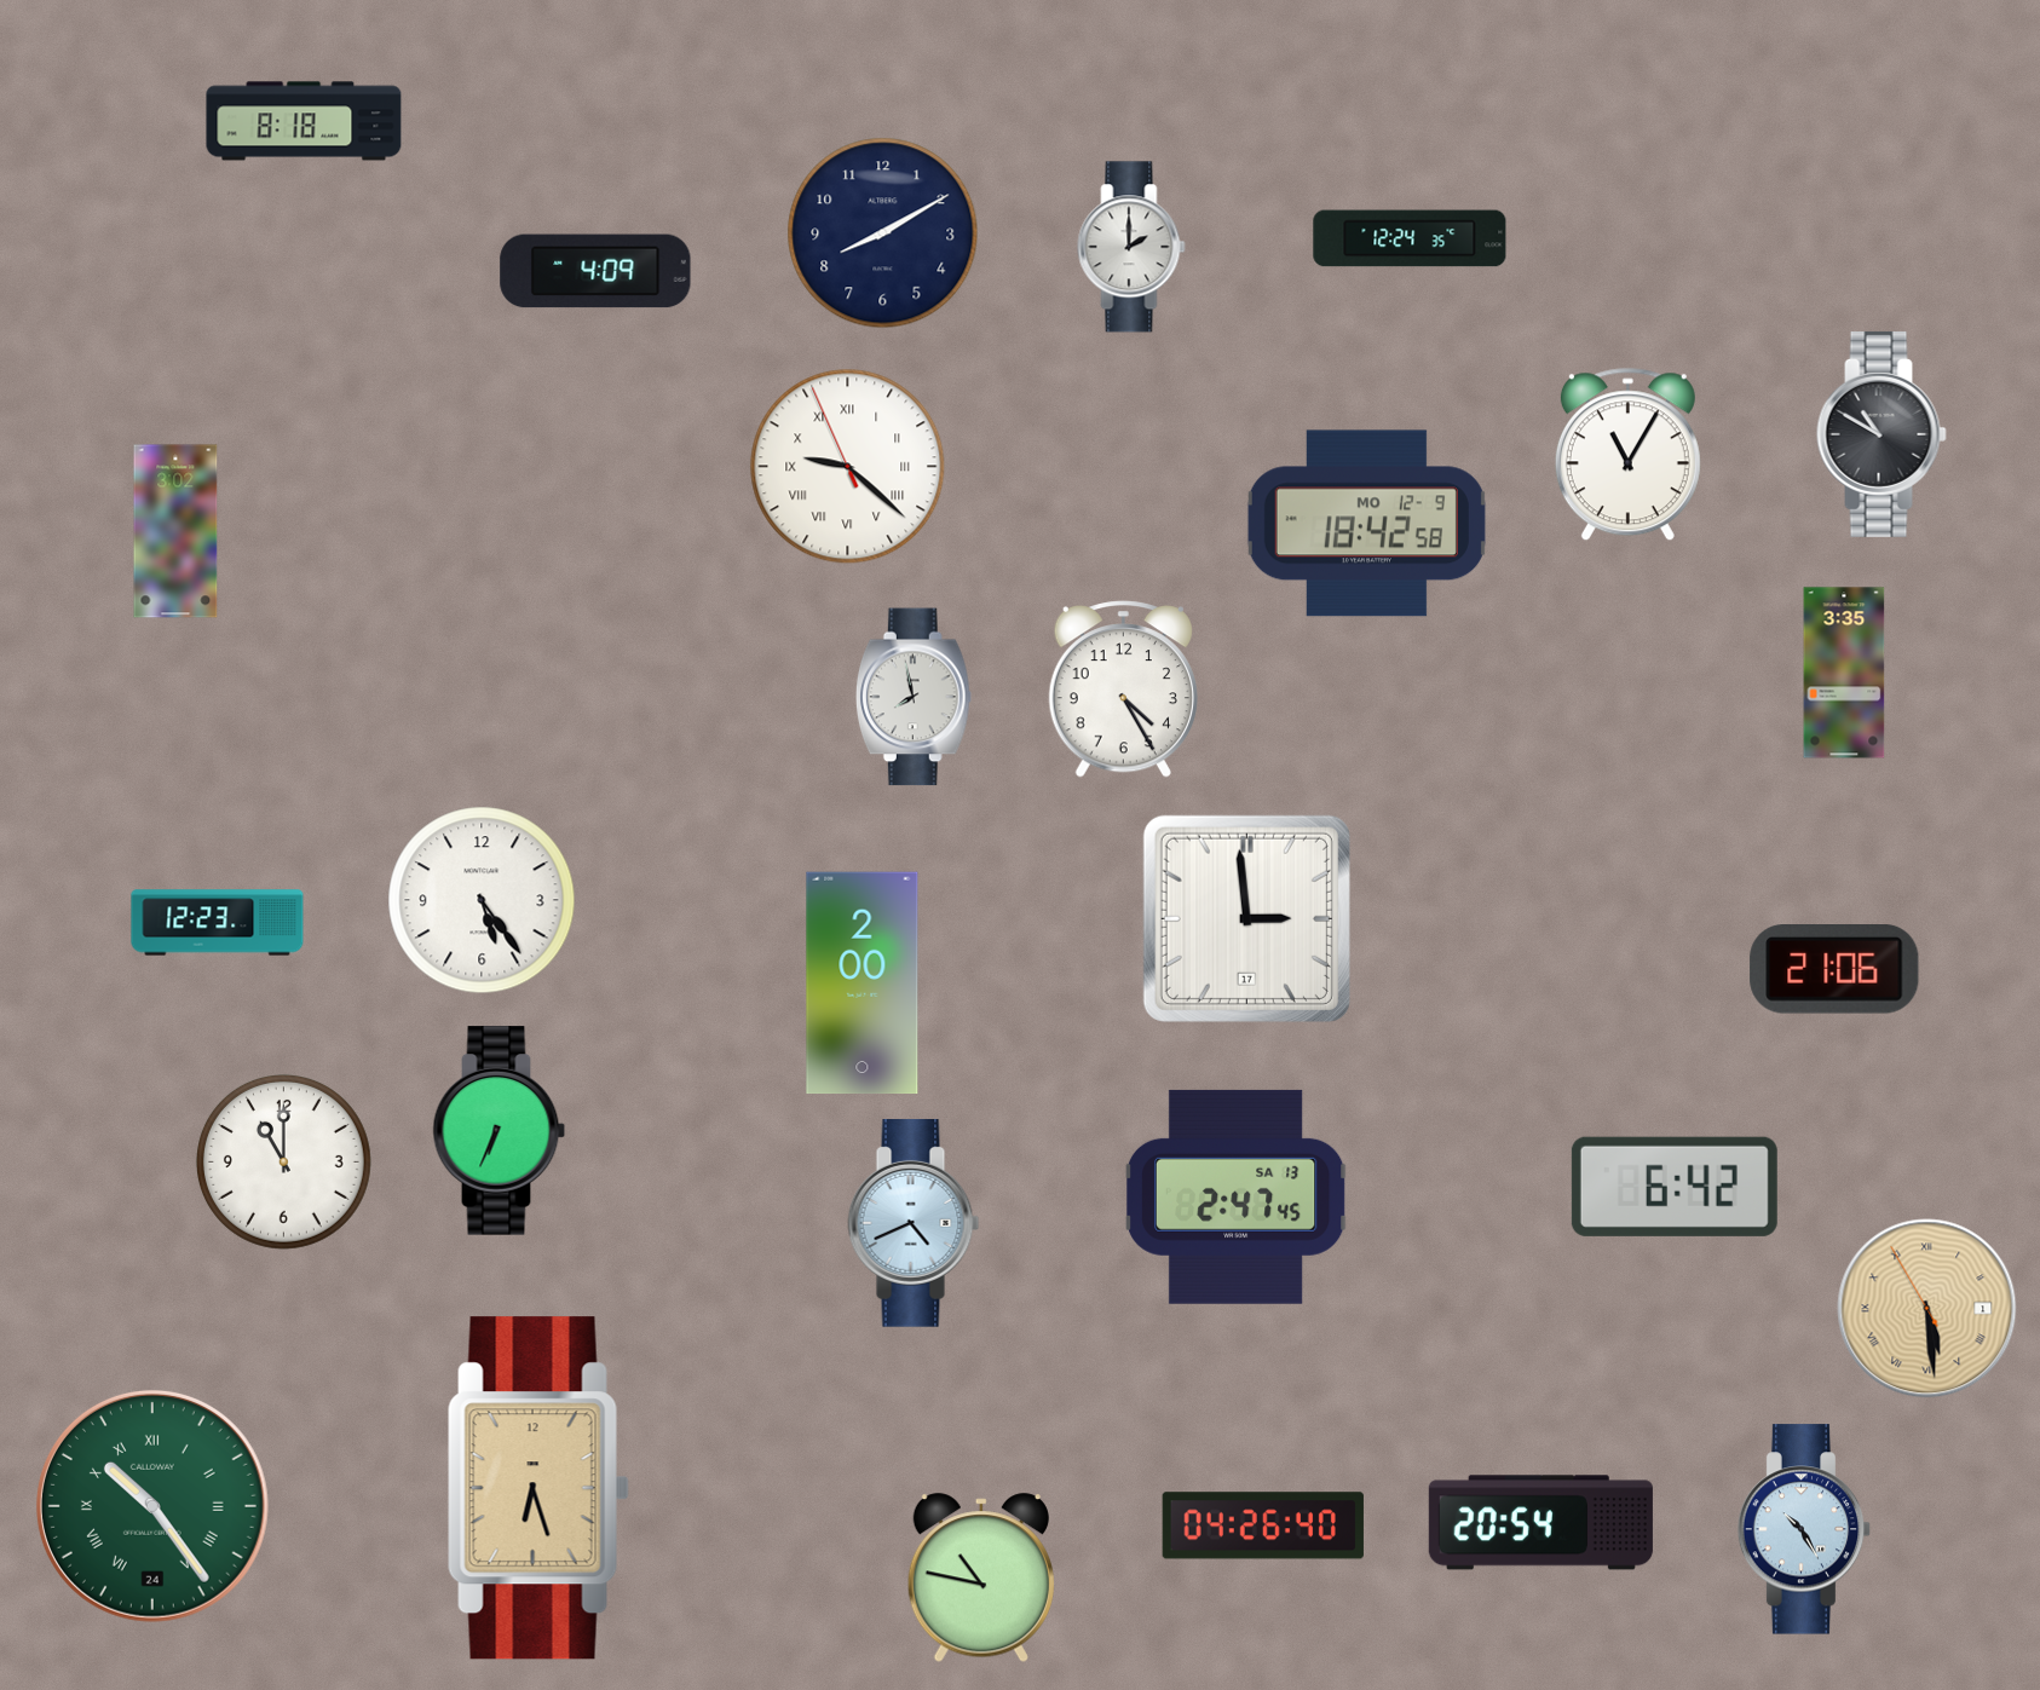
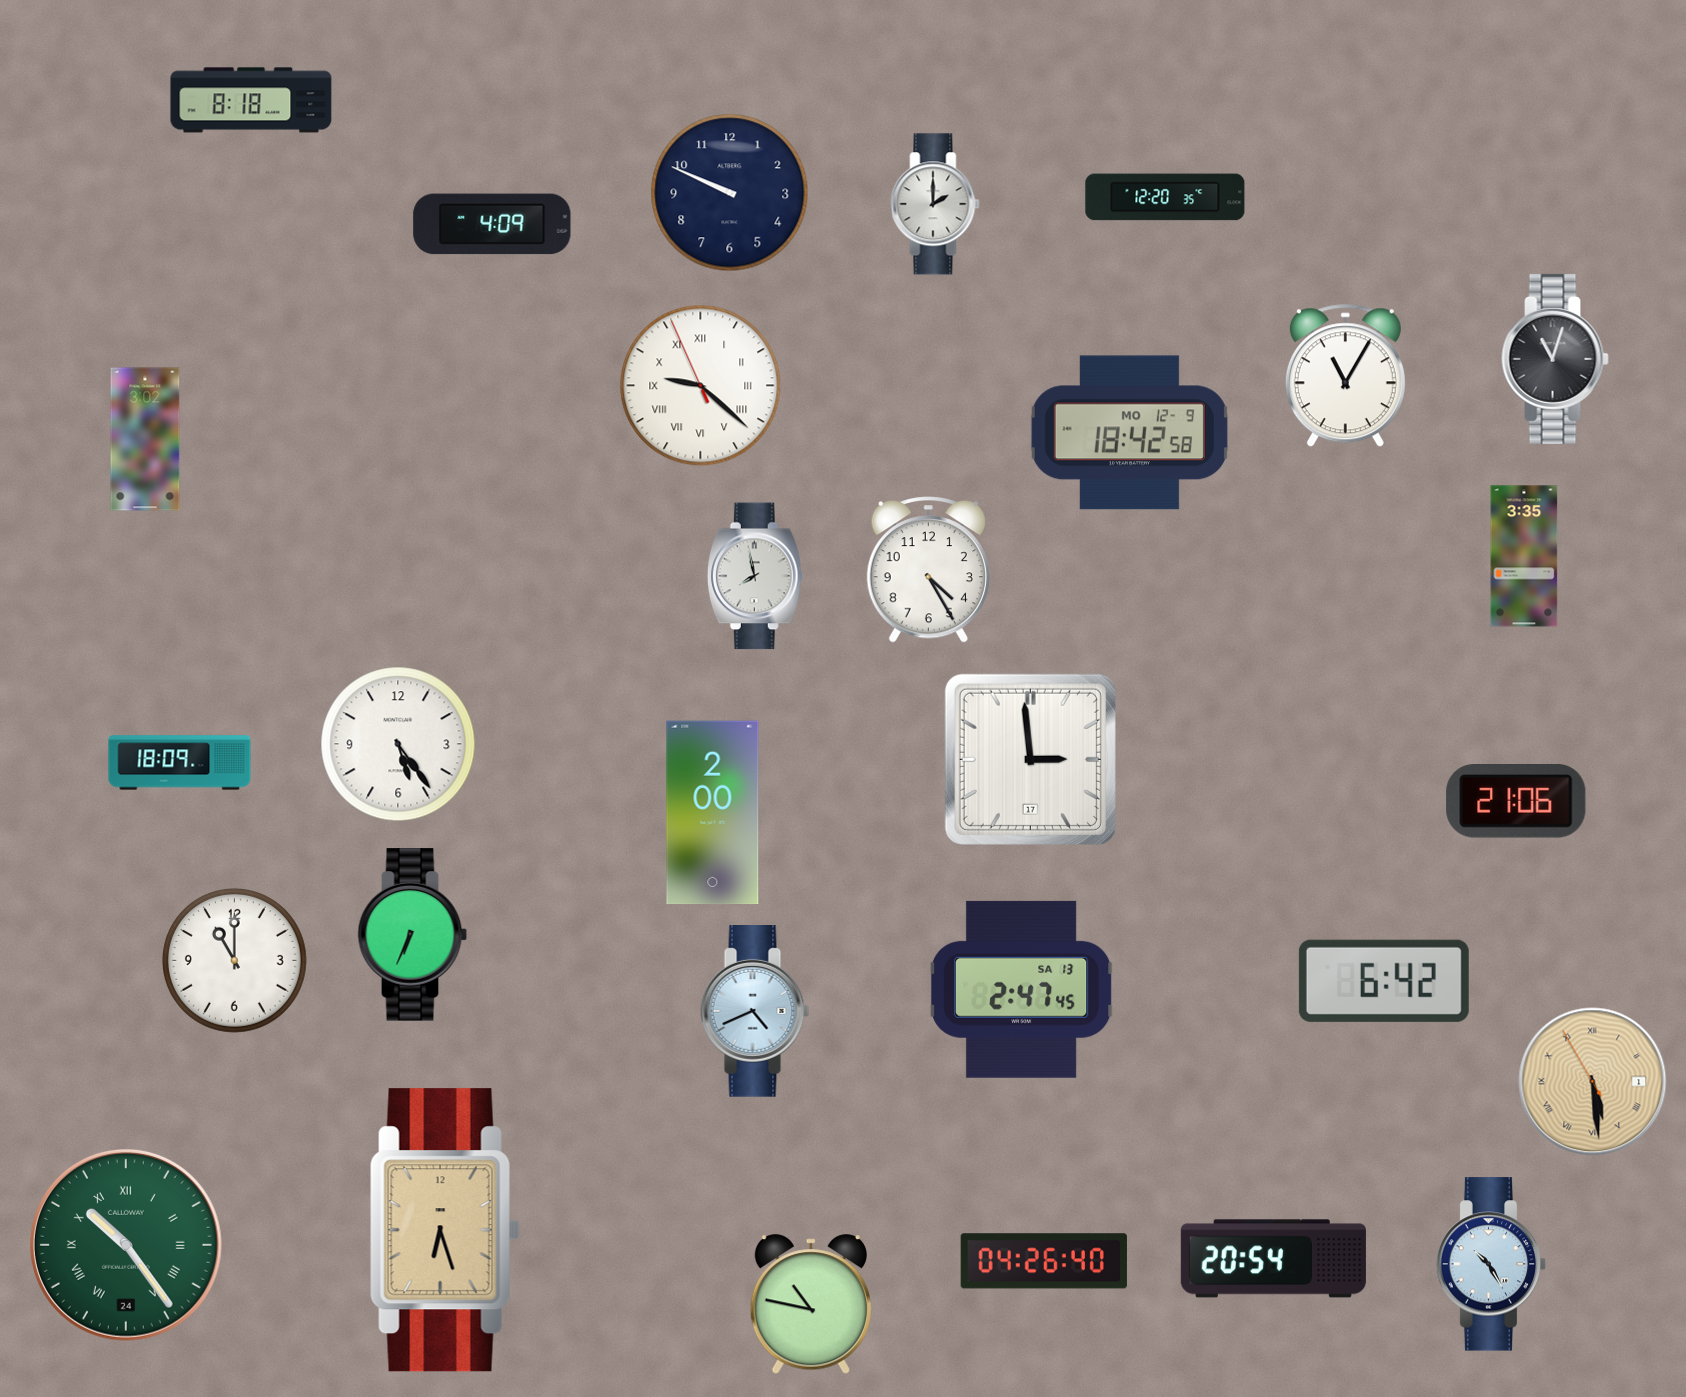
clock at (883, 233): 8:10 -> 9:49
clock at (1410, 238): 12:24 -> 12:20
clock at (1881, 434): 10:50 -> 11:03
clock at (218, 923): 12:23 -> 18:09
